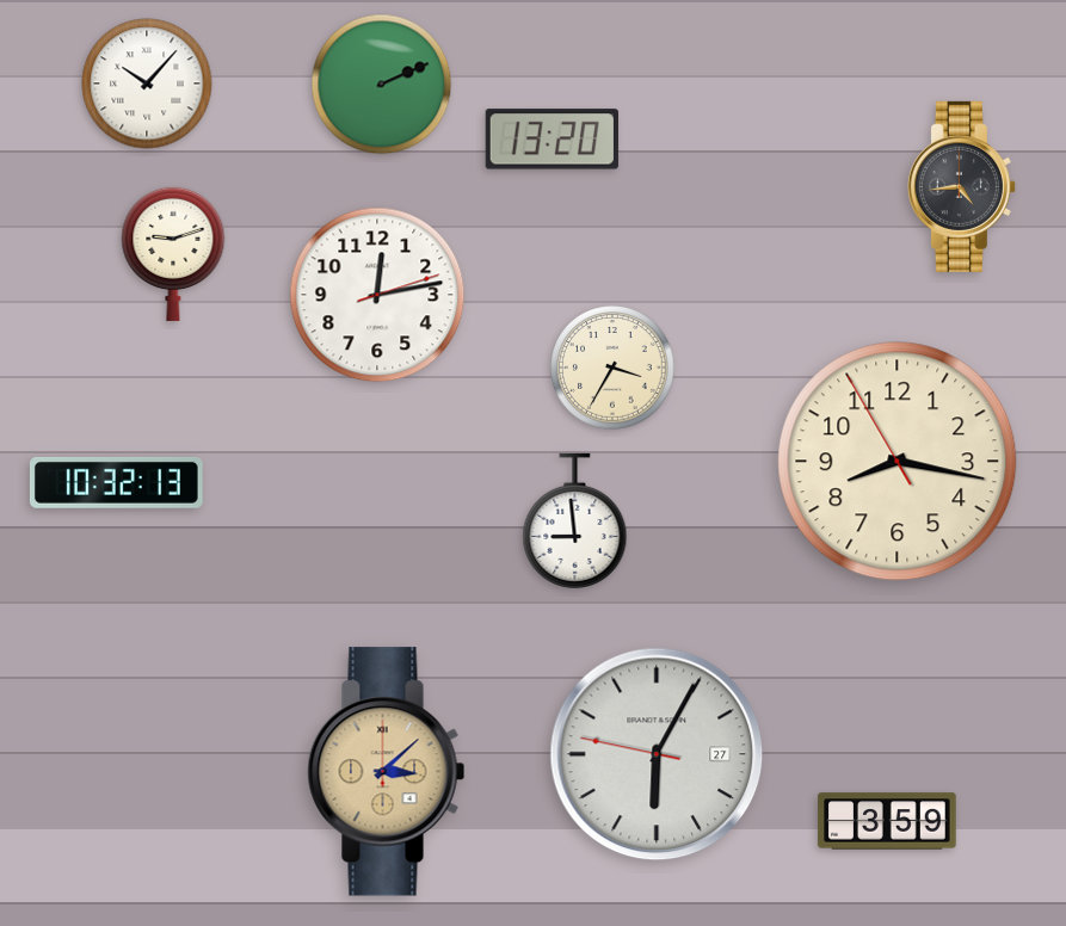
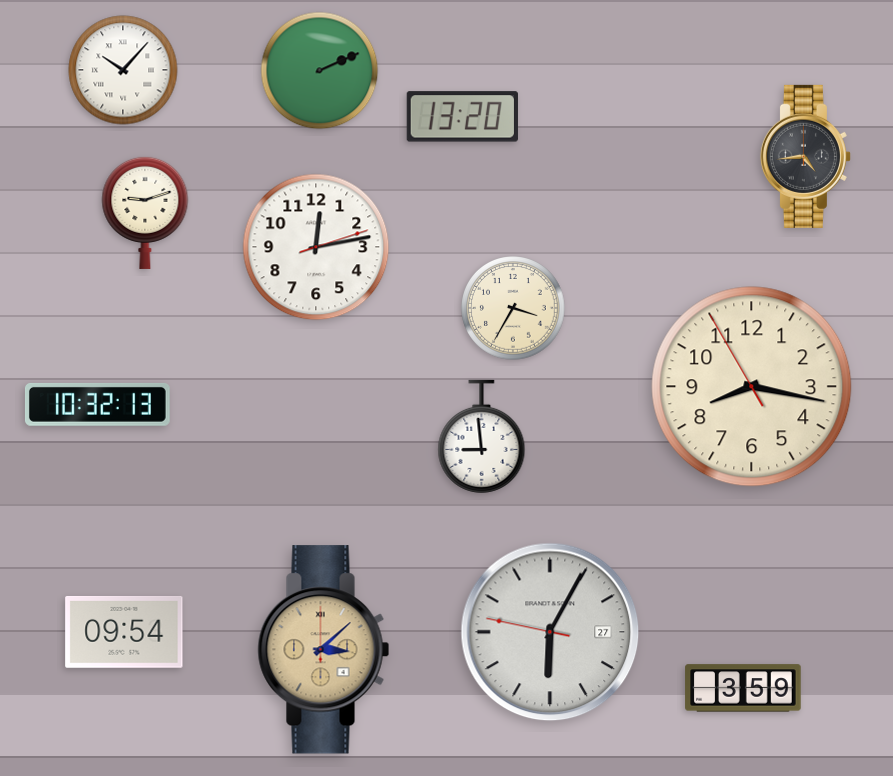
clock at (124, 632): none -> 09:54
clock at (387, 772) position: (387, 772) -> (324, 650)
